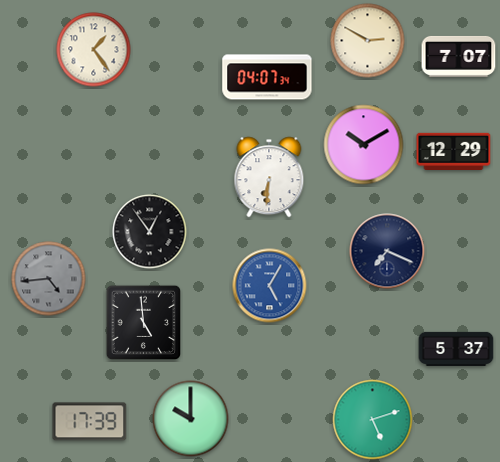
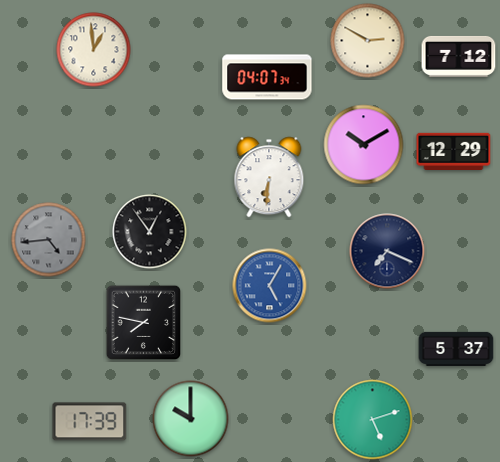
clock at (94, 50): 1:24 -> 12:59
clock at (459, 56): 7:07 -> 7:12
clock at (49, 279) position: (49, 279) -> (49, 240)
clock at (144, 323): 4:59 -> 7:47
